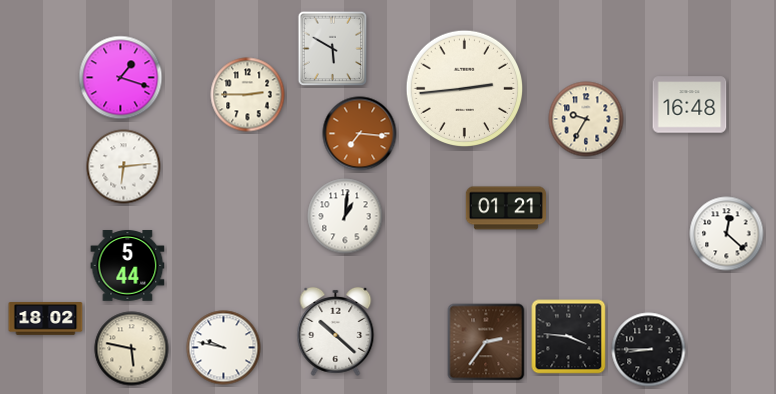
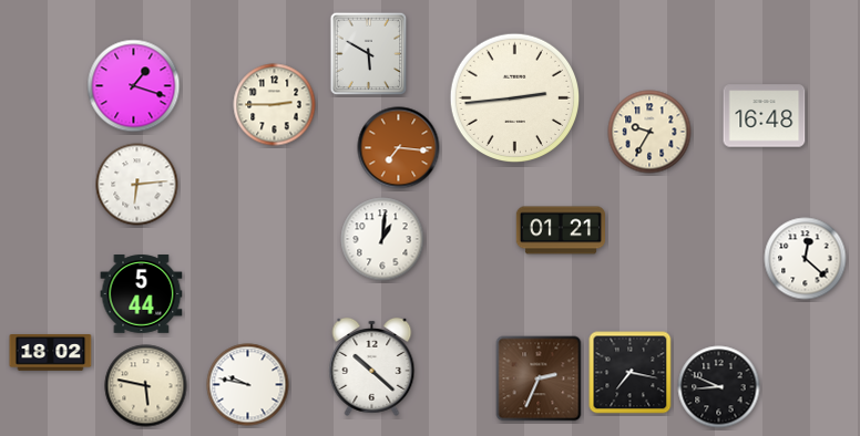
clock at (569, 337): 3:46 -> 7:17
clock at (486, 342): 2:36 -> 2:34
clock at (649, 350): 8:45 -> 8:49
